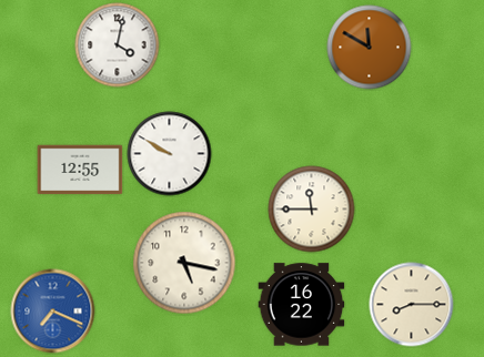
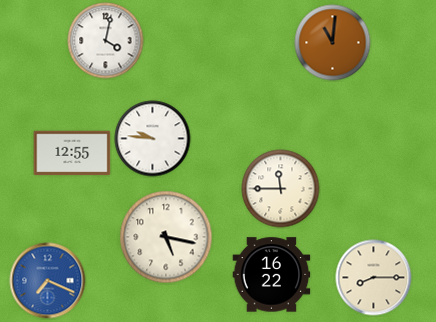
clock at (370, 48): 11:50 -> 11:01
clock at (170, 154): 9:50 -> 9:46
clock at (412, 305) position: (412, 305) -> (374, 278)
